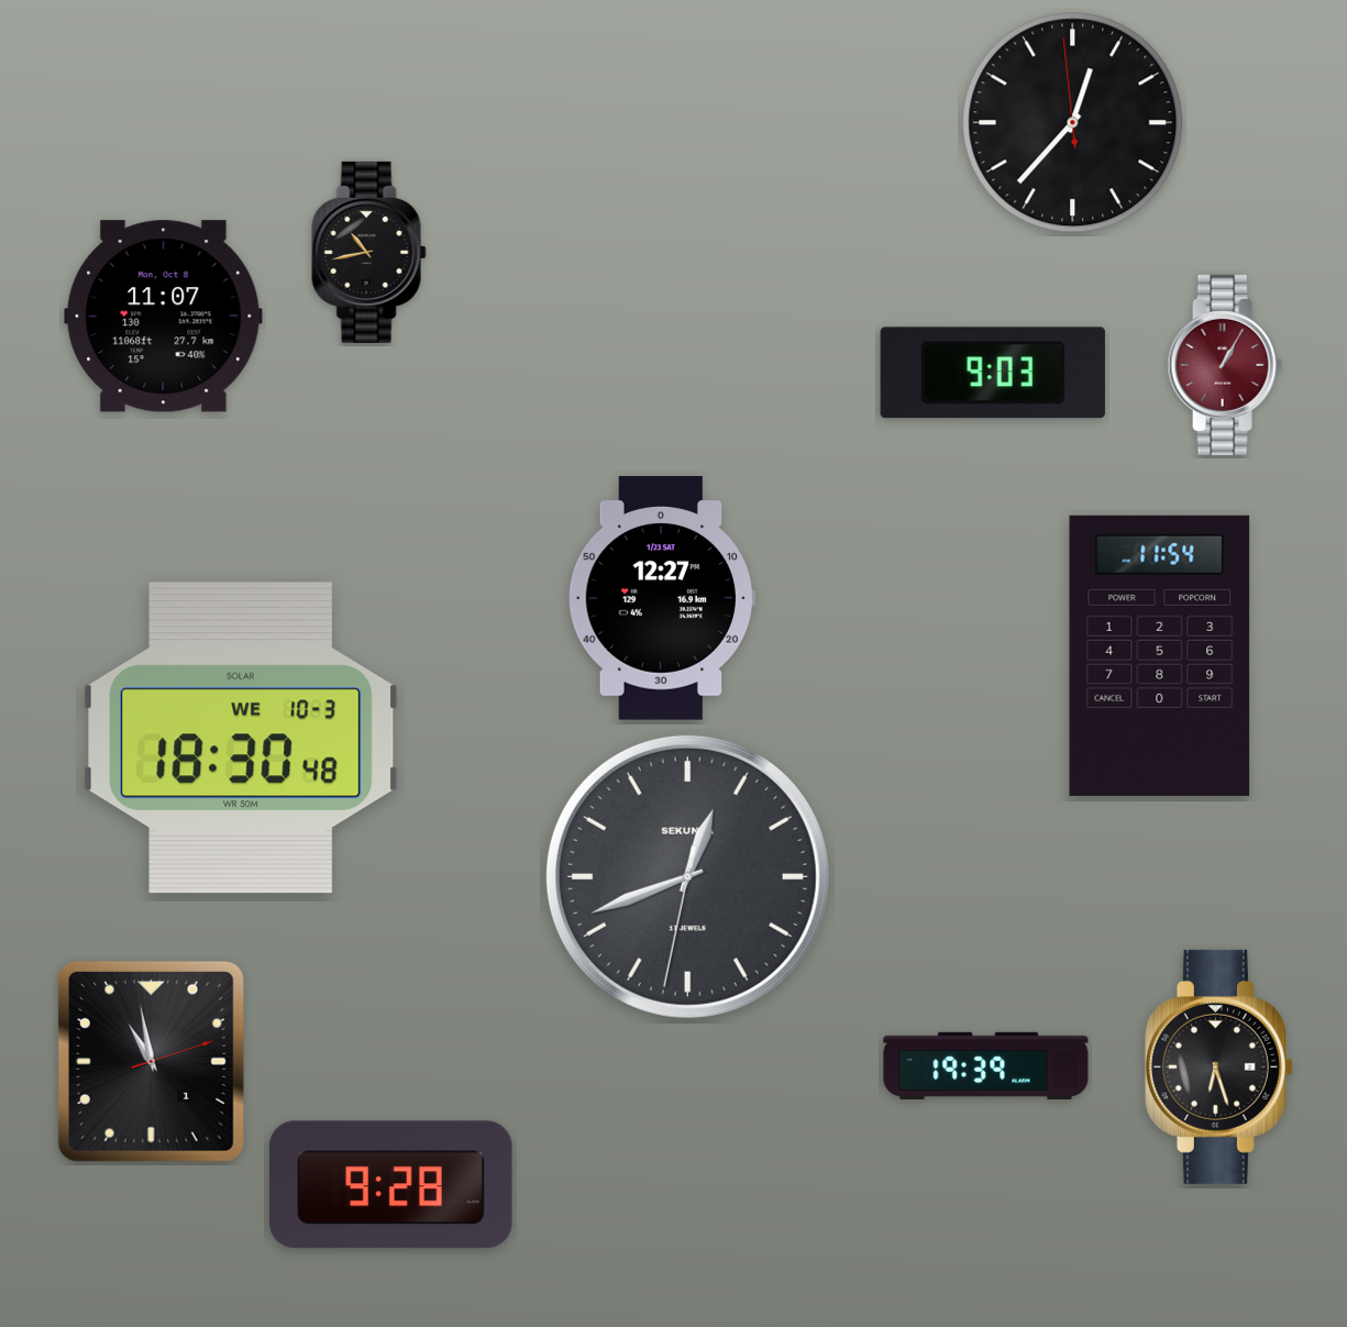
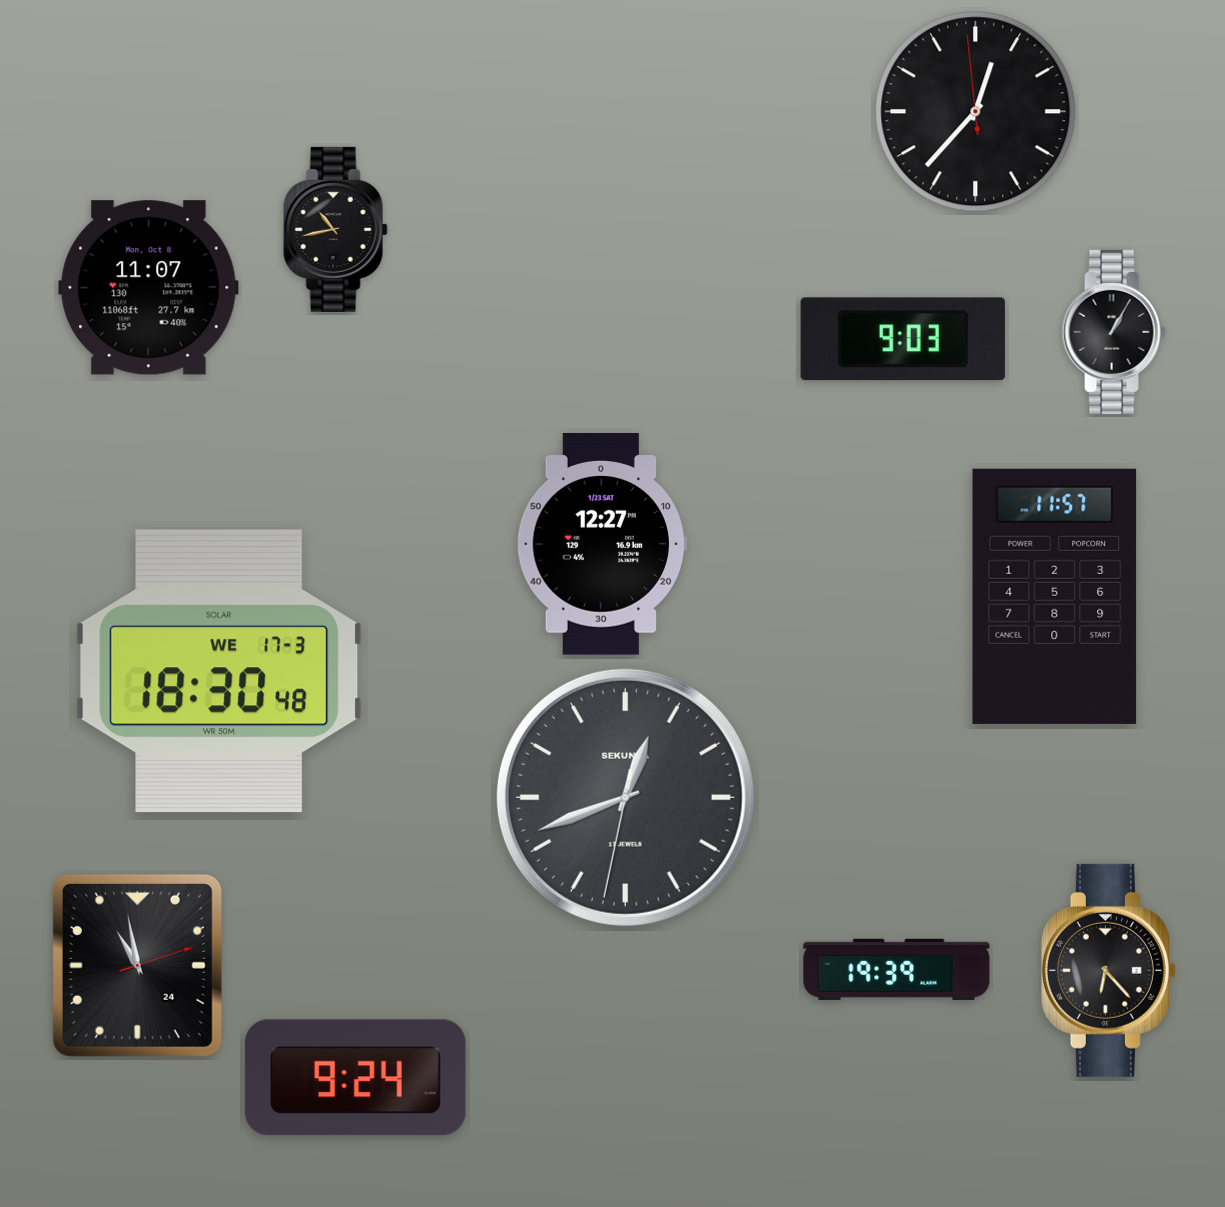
clock at (1225, 365) dial: burgundy -> black
clock at (1160, 655): 11:54 -> 11:57
clock at (241, 738) date: WE 10-3 -> WE 17-3
clock at (151, 1061) date: 1 -> 24
clock at (1218, 1066): 6:27 -> 6:23
clock at (390, 1185): 9:28 -> 9:24
